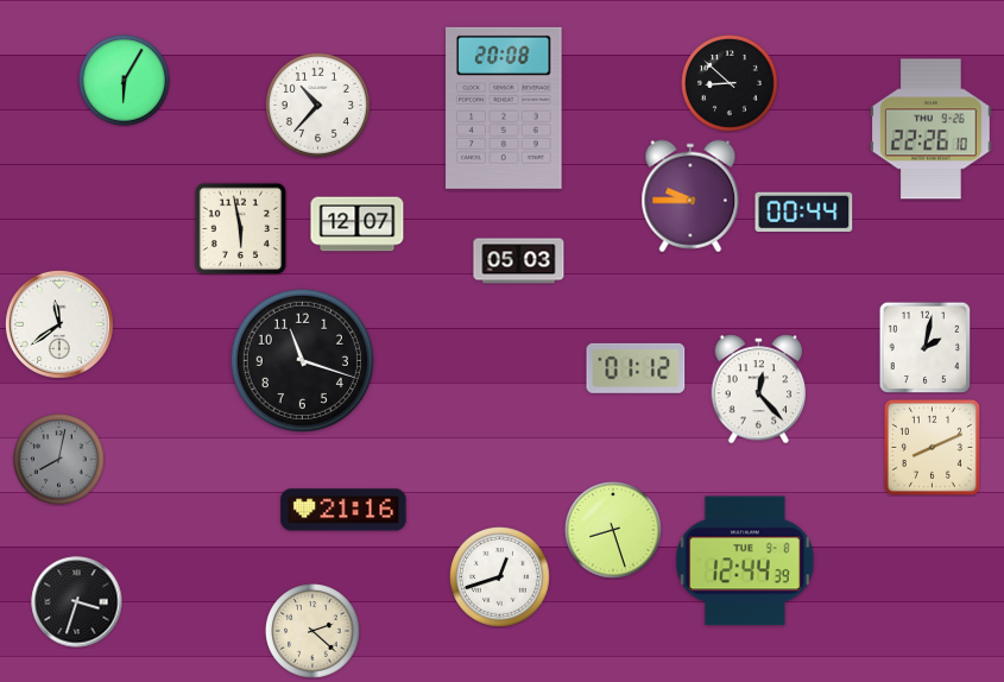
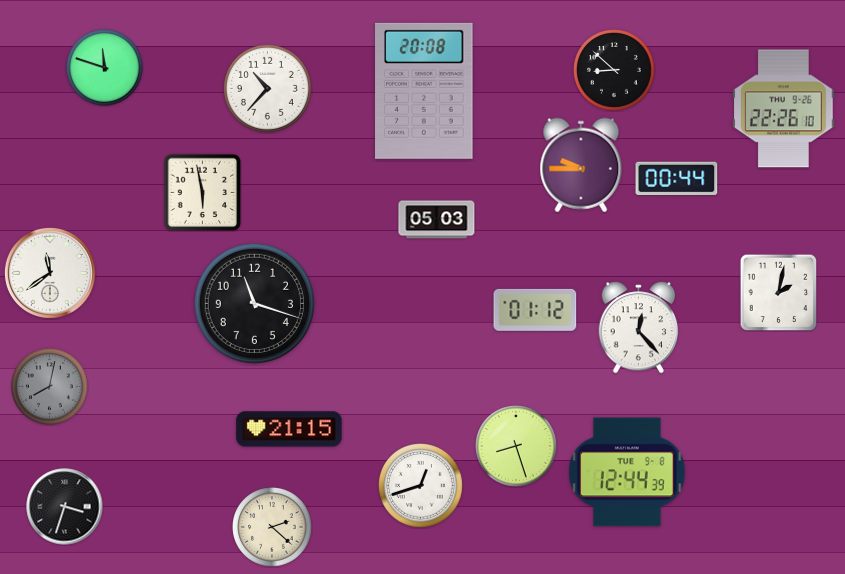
clock at (125, 81): 6:05 -> 11:48
clock at (358, 225): 12:07 -> none
clock at (932, 447): 8:11 -> none
clock at (343, 510): 21:16 -> 21:15
clock at (312, 631) position: (312, 631) -> (272, 527)
